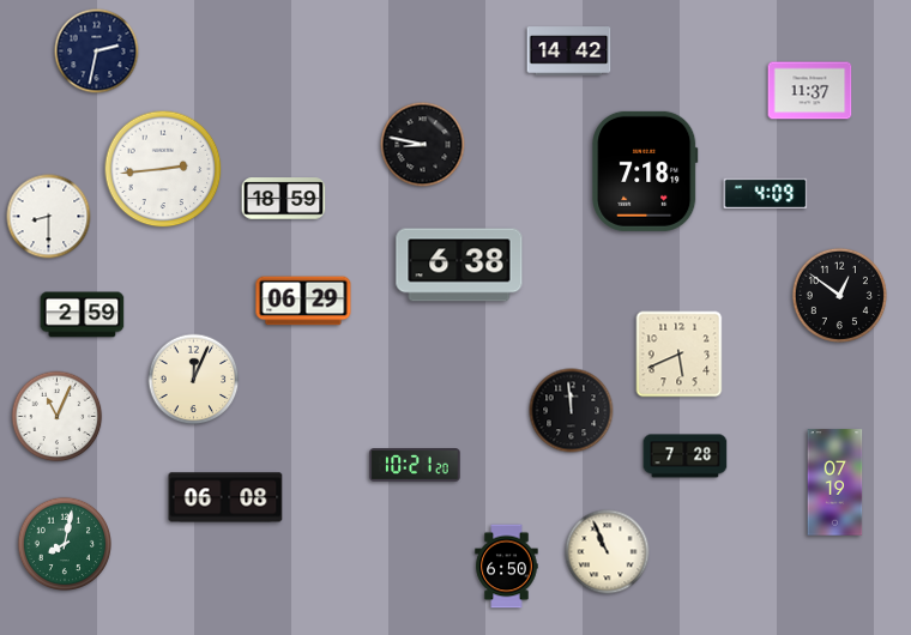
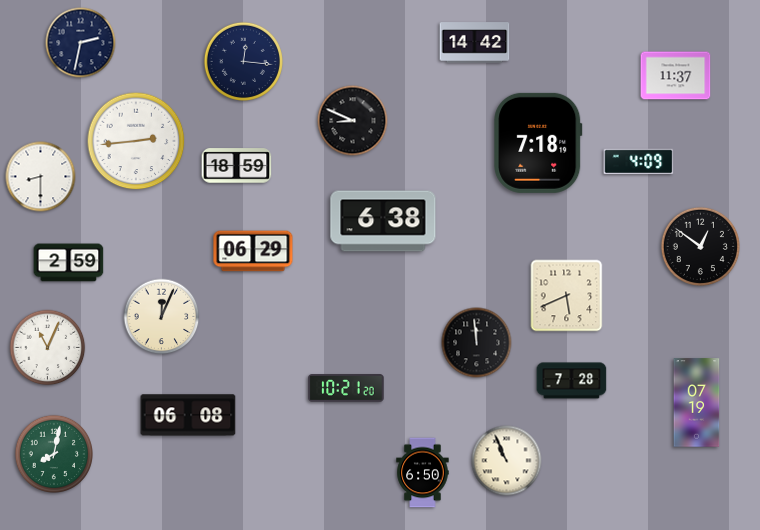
clock at (243, 61): none -> 12:16
clock at (423, 145): 8:47 -> 8:49
clock at (49, 217) position: (49, 217) -> (41, 177)
